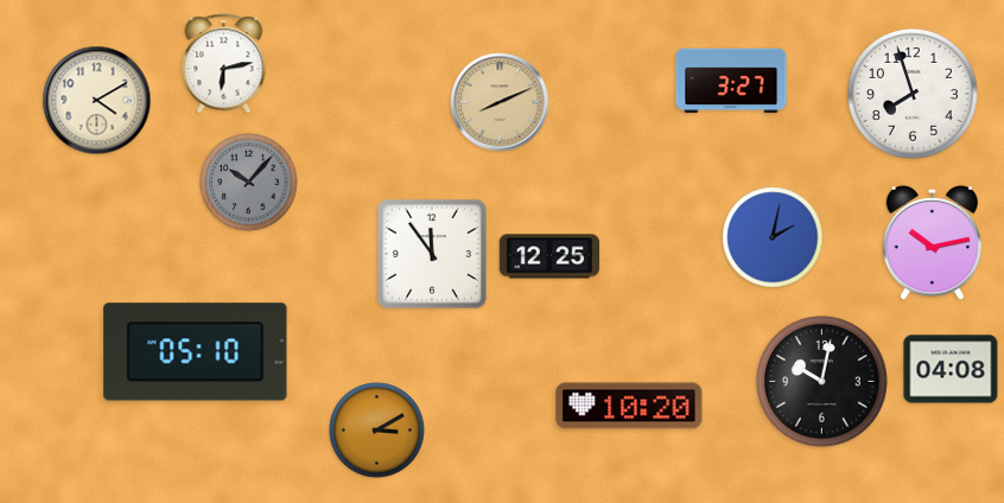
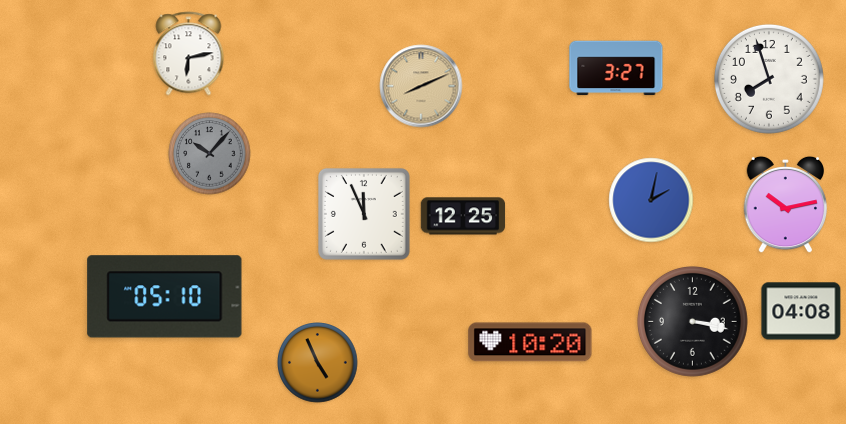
clock at (97, 101): 4:10 -> none
clock at (432, 254): 11:54 -> 11:56
clock at (821, 381): 10:02 -> 3:17
clock at (377, 431): 3:10 -> 4:56
